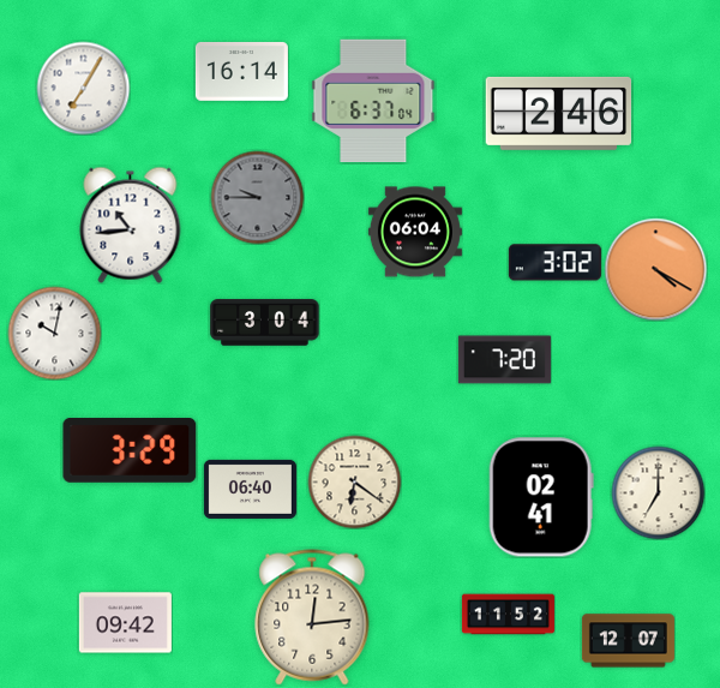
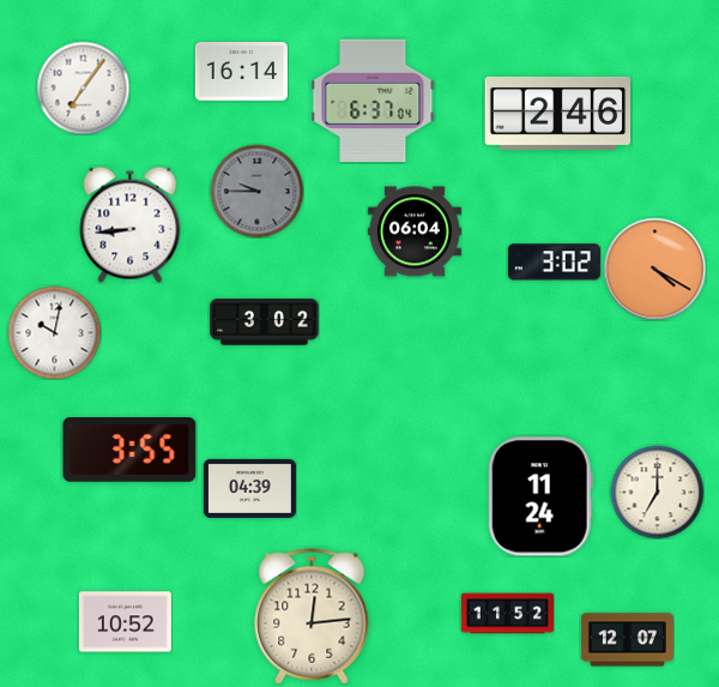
clock at (83, 88): 7:05 -> 7:06
clock at (257, 197) position: (257, 197) -> (256, 191)
clock at (131, 225): 10:44 -> 8:44
clock at (265, 323): 3:04 -> 3:02
clock at (504, 360): 7:20 -> none
clock at (130, 451): 3:29 -> 3:55
clock at (354, 481): 6:21 -> none
clock at (250, 489): 06:40 -> 04:39
clock at (541, 497): 02:41 -> 11:24
clock at (125, 623): 09:42 -> 10:52
